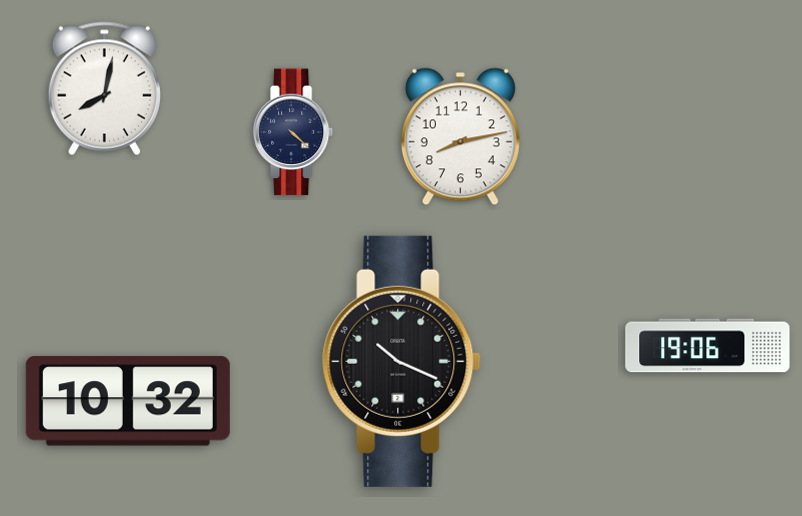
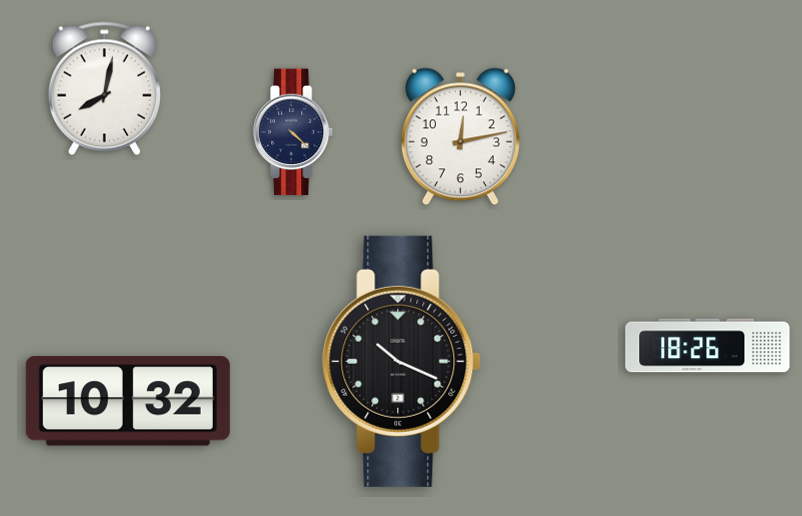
clock at (460, 137): 8:13 -> 12:13
clock at (708, 346): 19:06 -> 18:26
